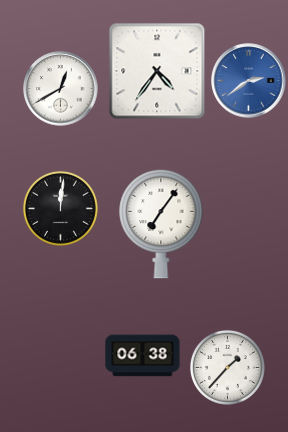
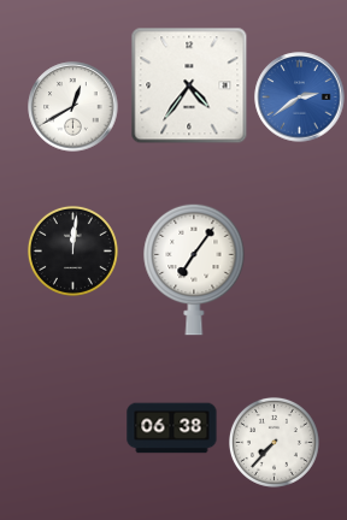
clock at (227, 367): 1:37 -> 7:37
